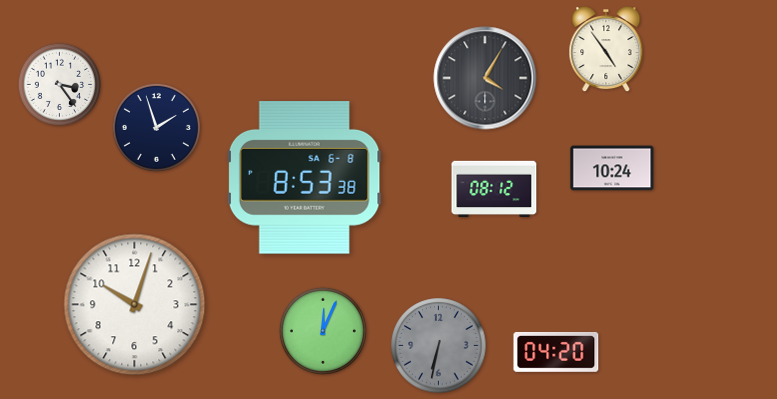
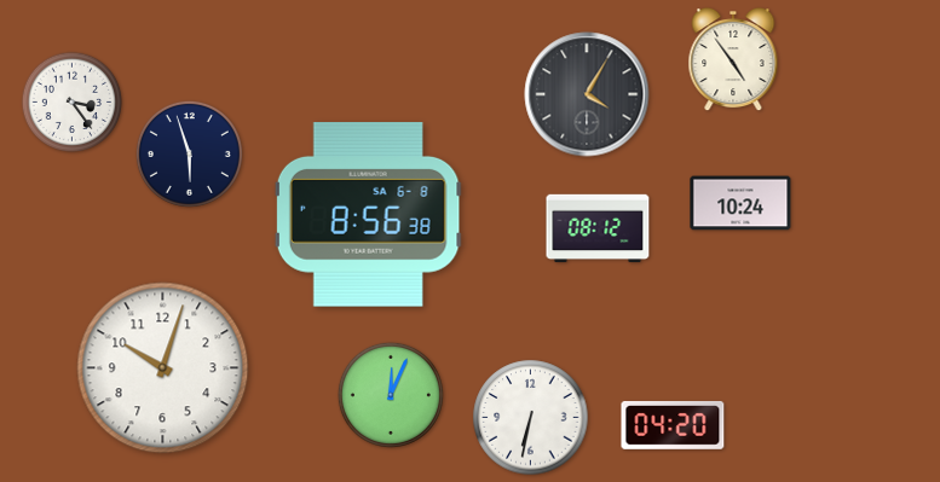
clock at (156, 127): 1:57 -> 5:57
clock at (304, 178): 8:53 -> 8:56
clock at (323, 331) position: (323, 331) -> (391, 395)
clock at (439, 346) dial: grey -> white
